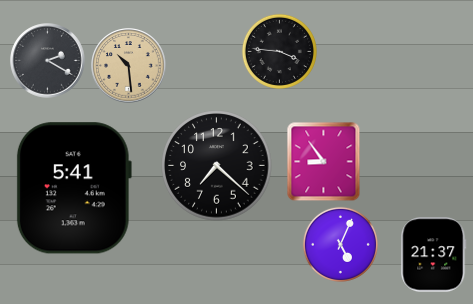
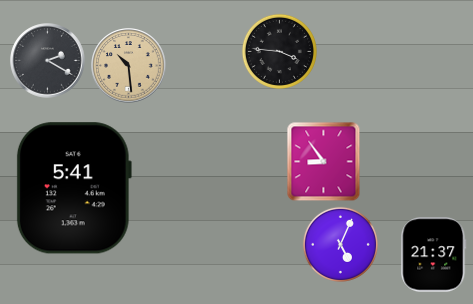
clock at (217, 166): 7:22 -> none
